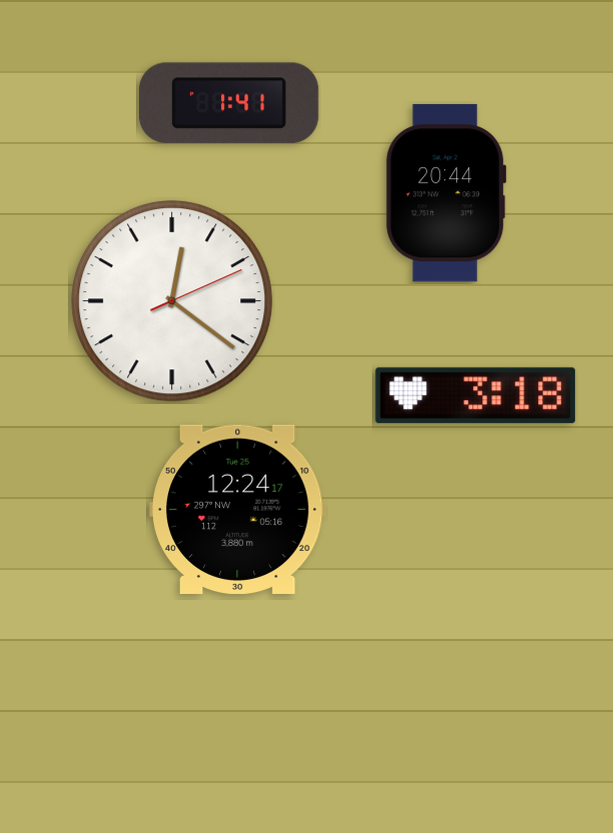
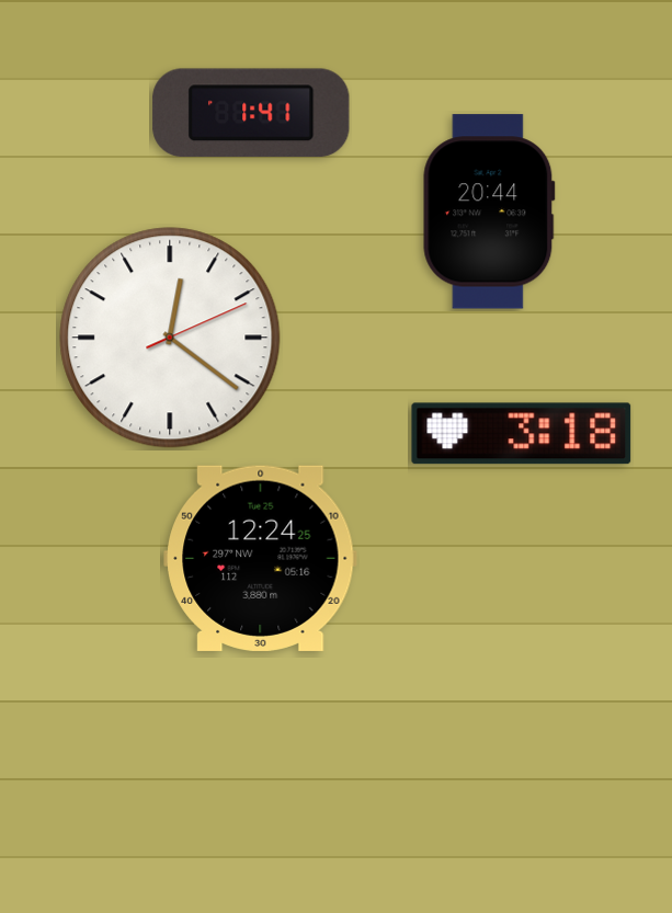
clock at (172, 301) position: (172, 301) -> (170, 338)
clock at (238, 509): 12:24:17 -> 12:24:25
